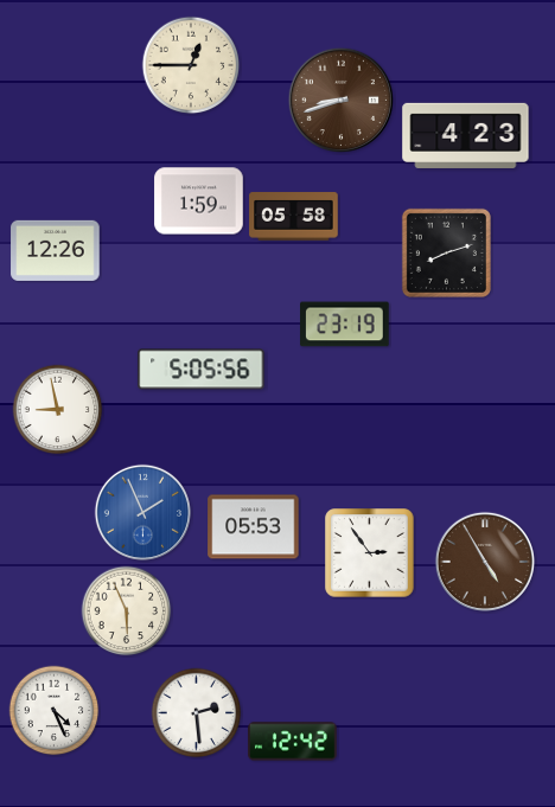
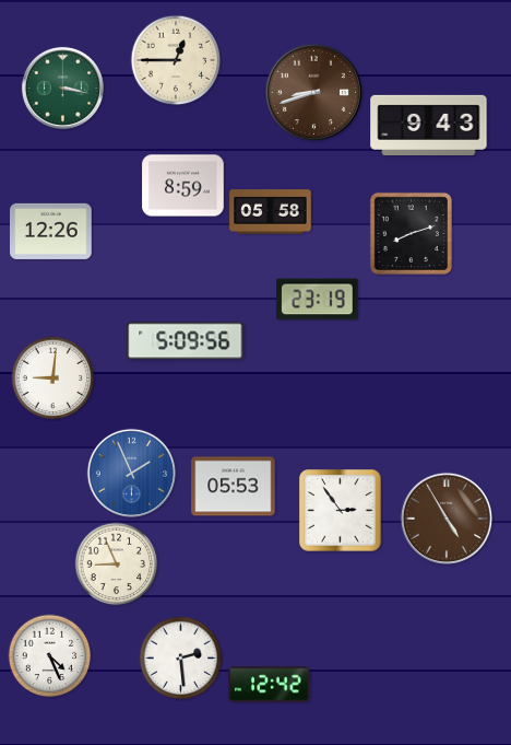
clock at (62, 88): none -> 3:17
clock at (466, 135): 4:23 -> 9:43
clock at (199, 201): 1:59 -> 8:59
clock at (294, 217) position: (294, 217) -> (271, 212)
clock at (202, 370): 5:05 -> 5:09
clock at (58, 410): 8:58 -> 9:01
clock at (127, 611): 5:56 -> 8:56
